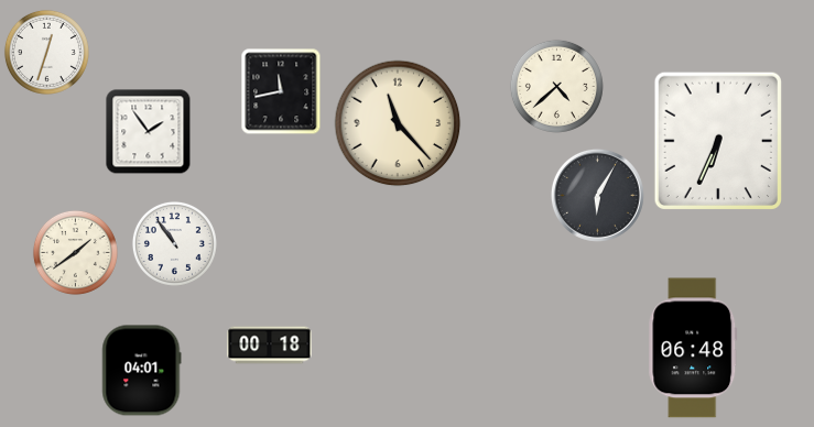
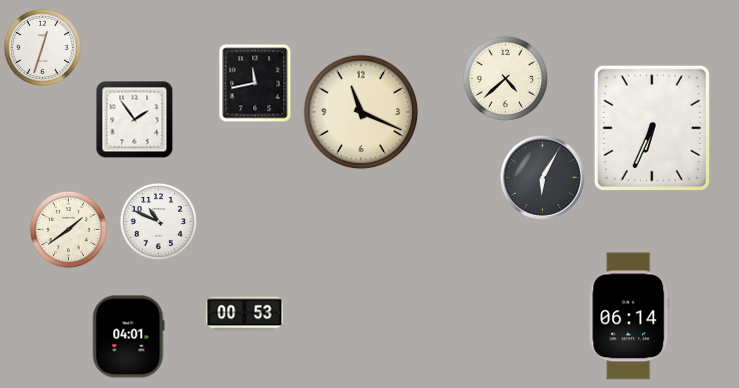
clock at (398, 123): 11:23 -> 11:19
clock at (174, 243): 10:54 -> 10:49
clock at (270, 346): 00:18 -> 00:53
clock at (693, 348): 06:48 -> 06:14
